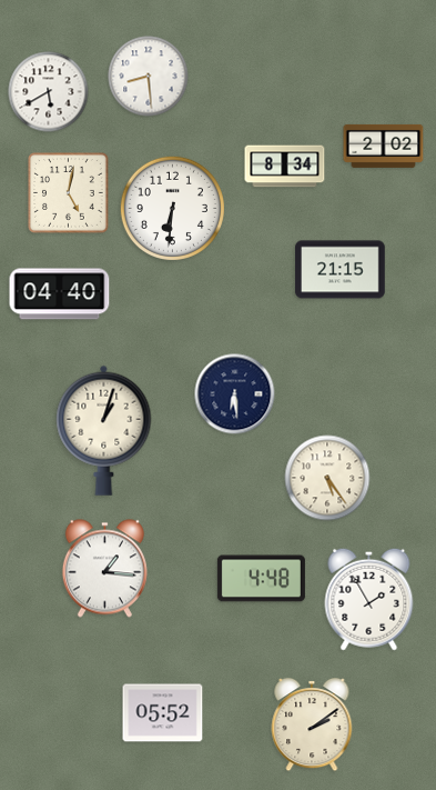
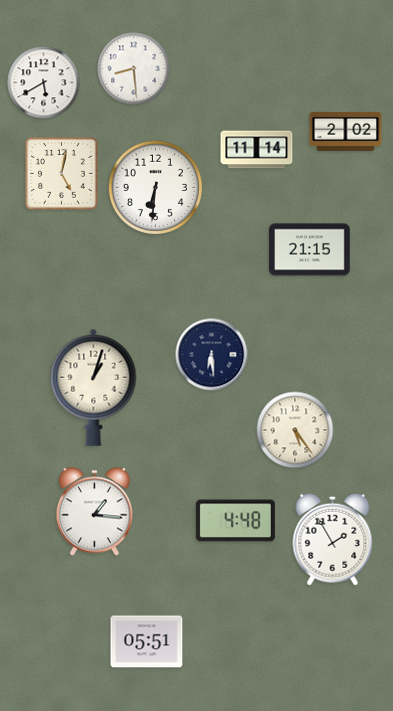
clock at (285, 167): 8:34 -> 11:14
clock at (341, 270) position: (341, 270) -> (310, 250)
clock at (60, 294): 04:40 -> none
clock at (163, 713): 05:52 -> 05:51
clock at (312, 724): 2:09 -> none
